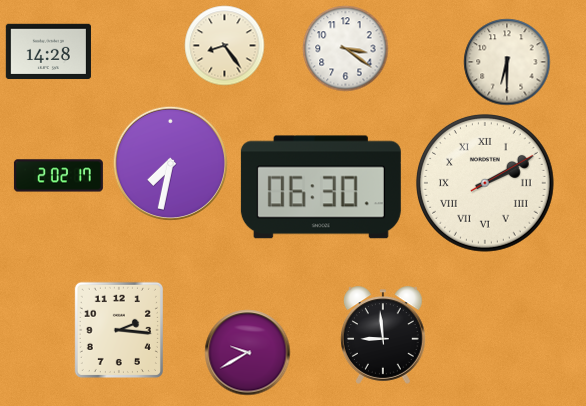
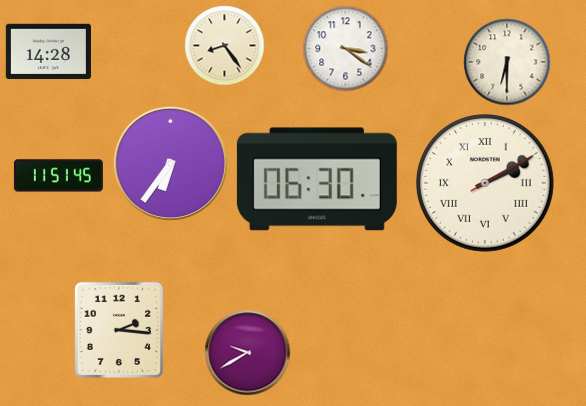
clock at (170, 163): 7:32 -> 6:36
clock at (58, 176): 2:02 -> 11:51
clock at (321, 187) position: (321, 187) -> (317, 179)
clock at (384, 335): 8:59 -> none
